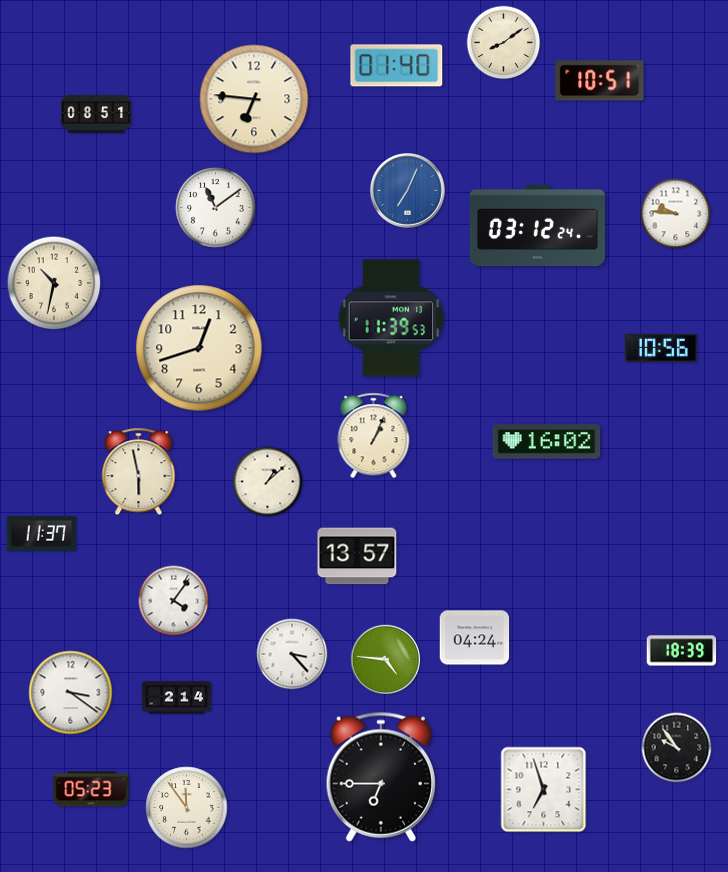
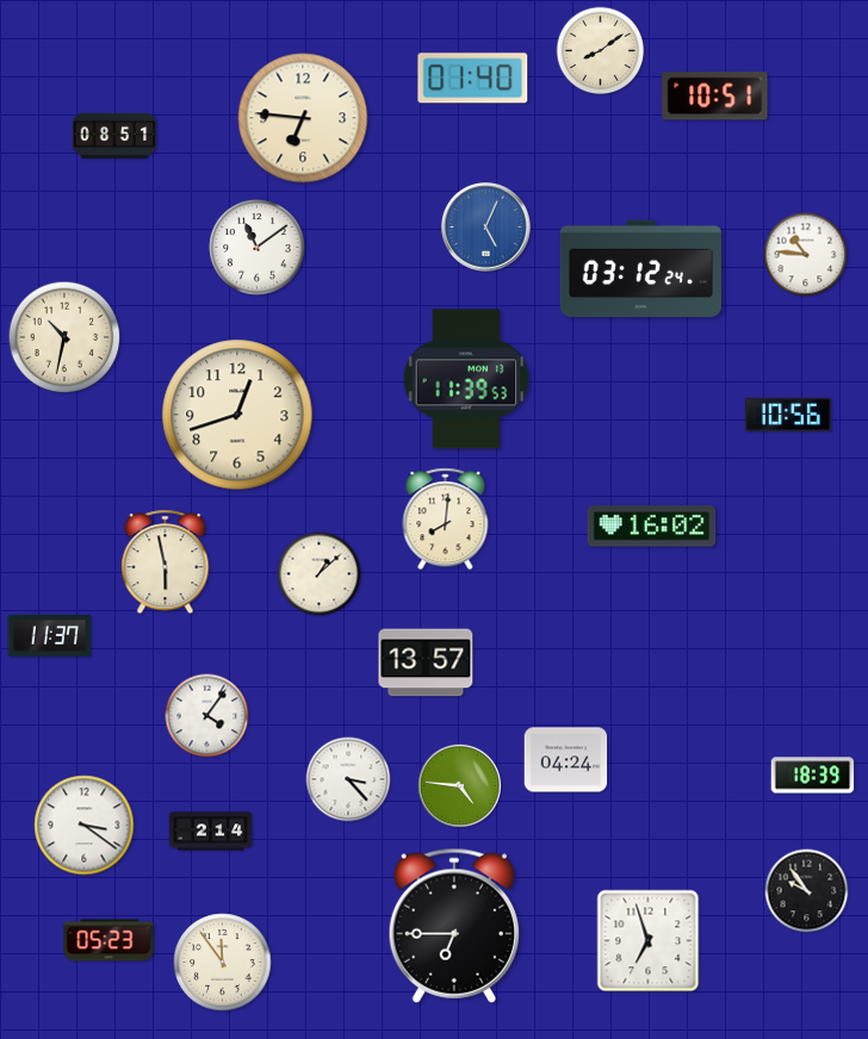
clock at (408, 191): 7:04 -> 5:04
clock at (676, 214): 9:46 -> 10:46
clock at (374, 436): 1:04 -> 8:01
